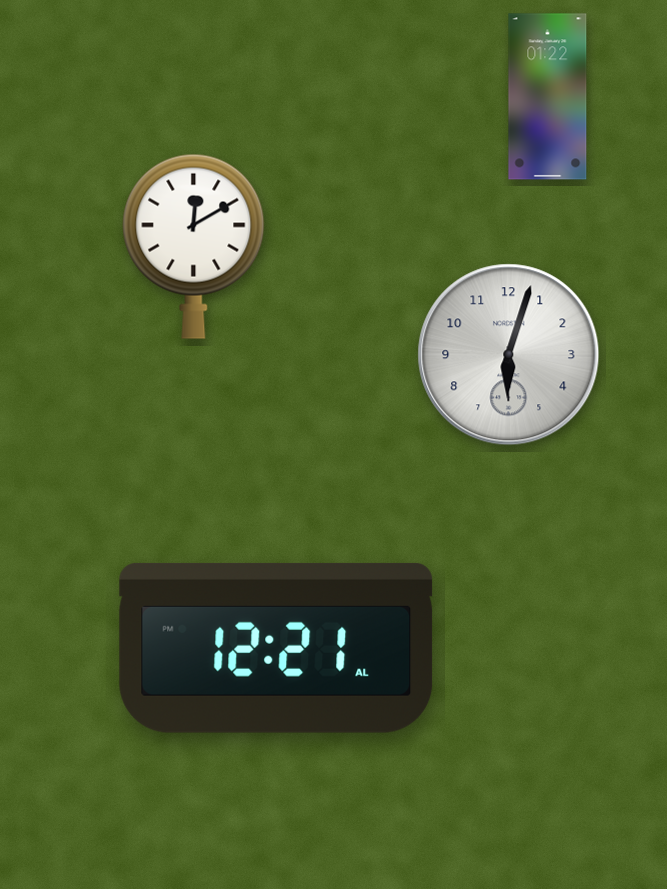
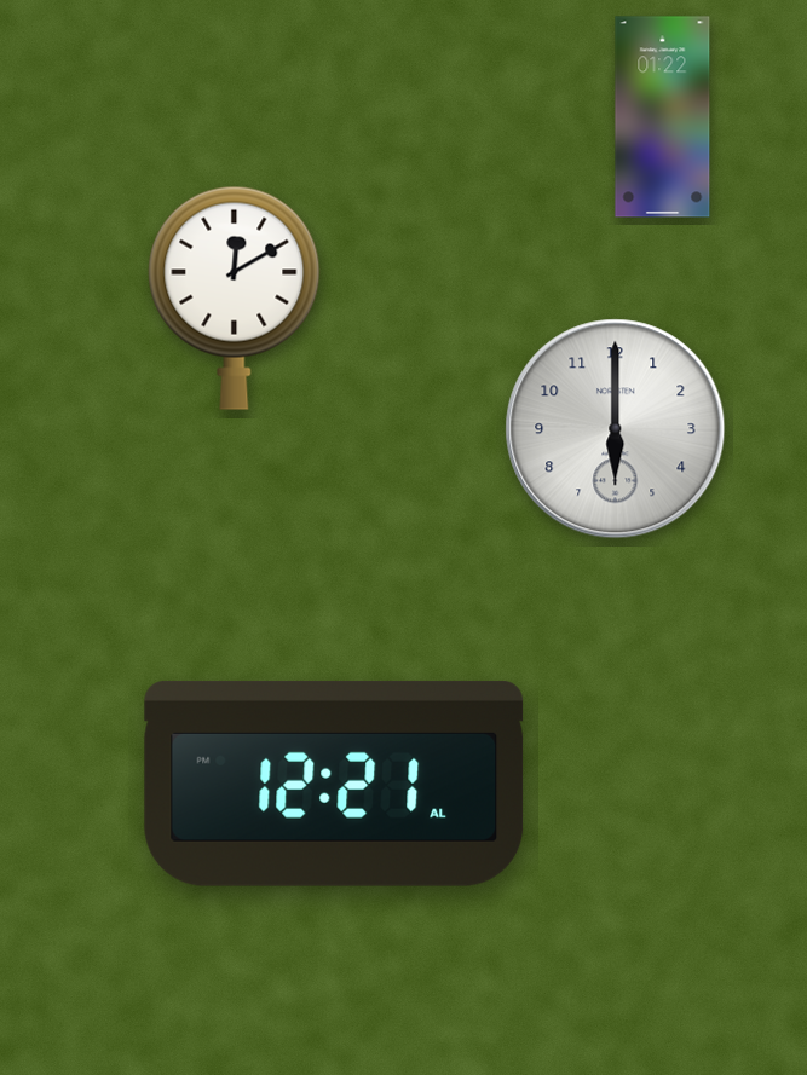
clock at (509, 355): 6:03 -> 6:00
